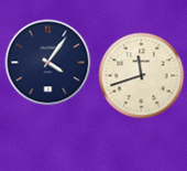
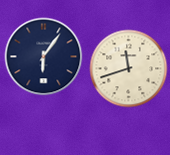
clock at (47, 62): 4:06 -> 6:06
